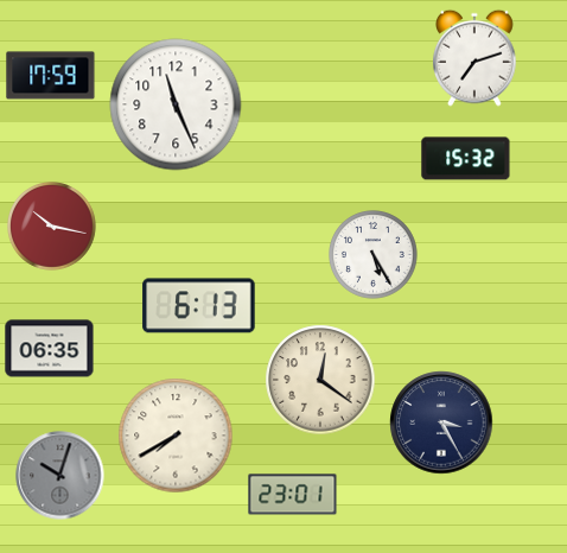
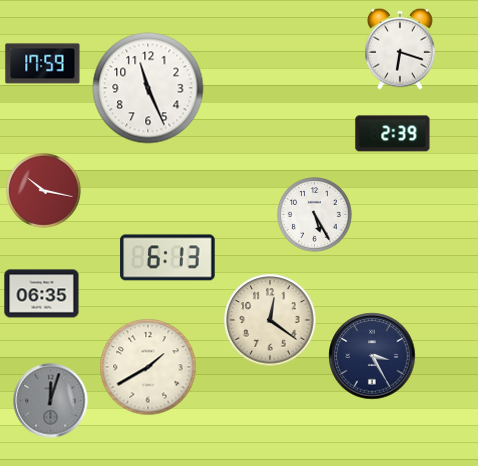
clock at (476, 58): 7:12 -> 6:18
clock at (466, 159): 15:32 -> 2:39
clock at (176, 436): 7:40 -> 1:40
clock at (60, 476): 10:03 -> 12:03
clock at (293, 495): 23:01 -> none
